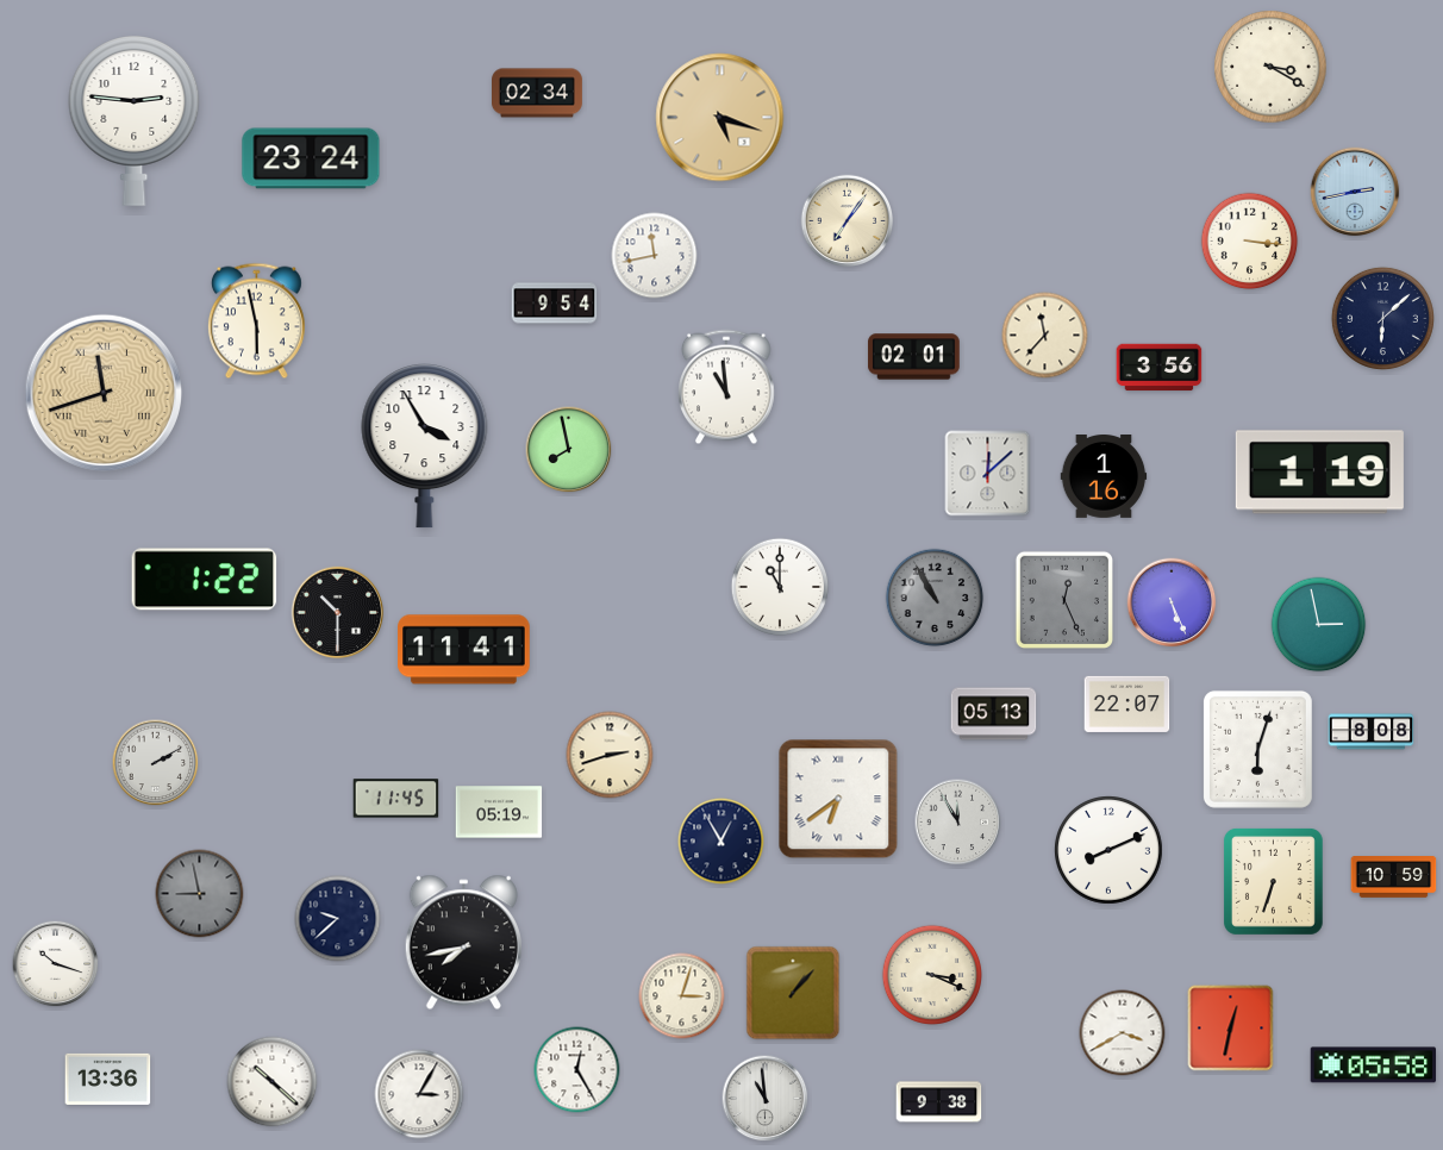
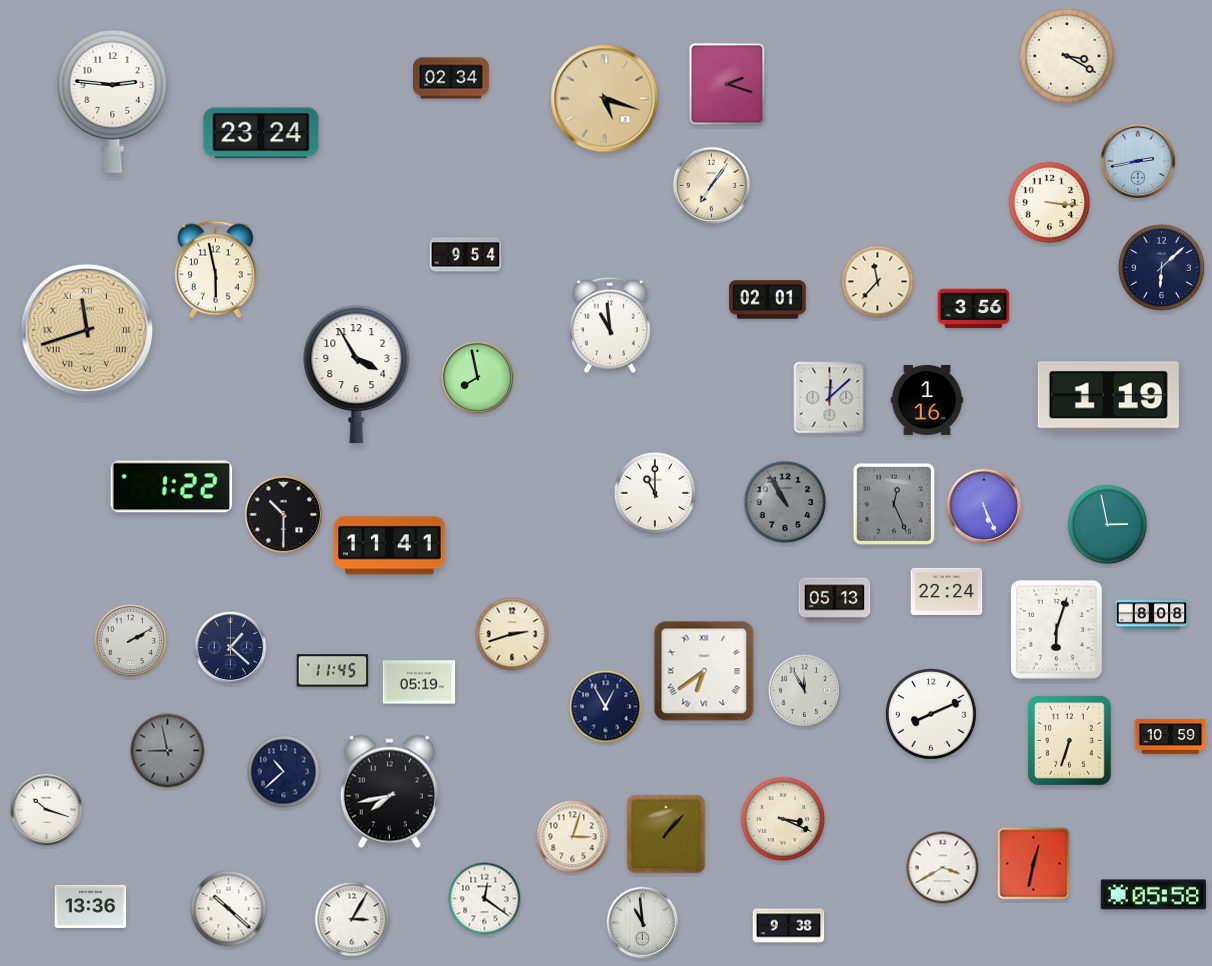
clock at (727, 84): none -> 2:18
clock at (655, 256): 11:43 -> none
clock at (1127, 704): 22:07 -> 22:24
clock at (231, 648): none -> 1:22
clock at (338, 919): 9:38 -> 10:38
clock at (577, 1070): 12:25 -> 12:21
